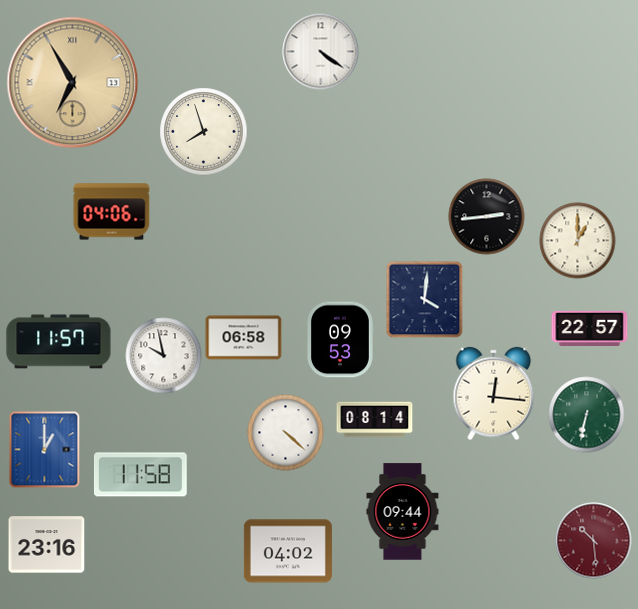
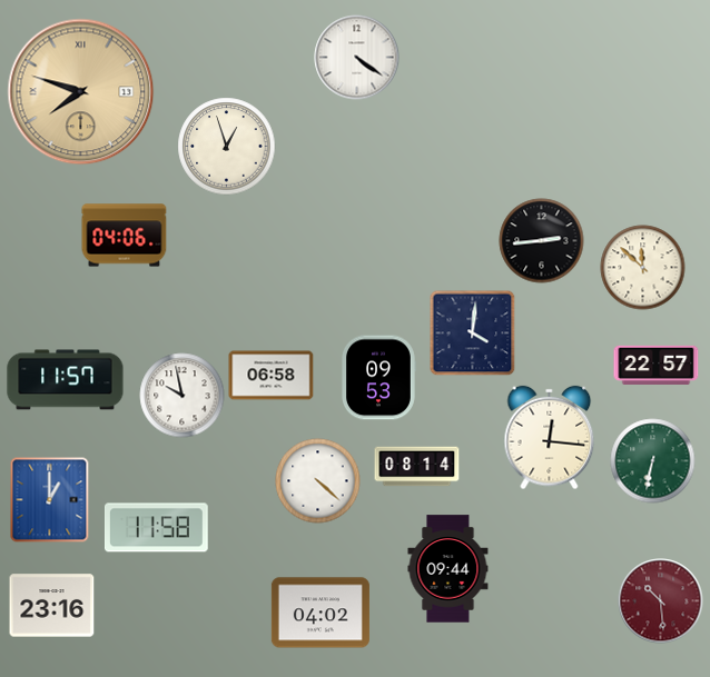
clock at (73, 83): 6:55 -> 7:48
clock at (204, 132): 7:57 -> 12:57
clock at (578, 241): 1:00 -> 11:52
